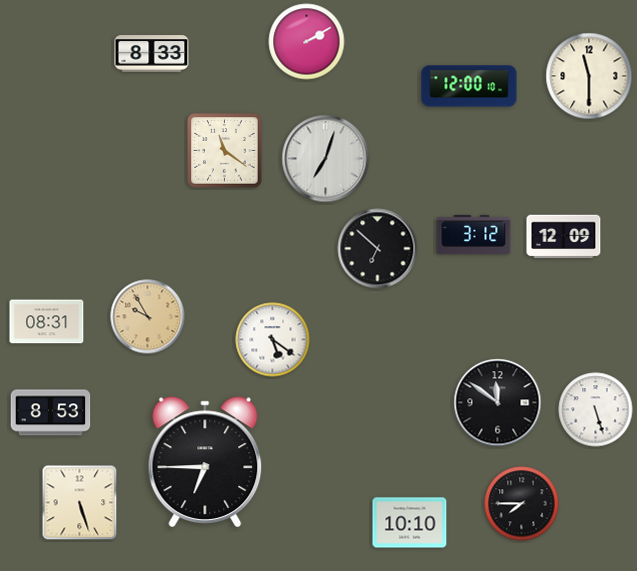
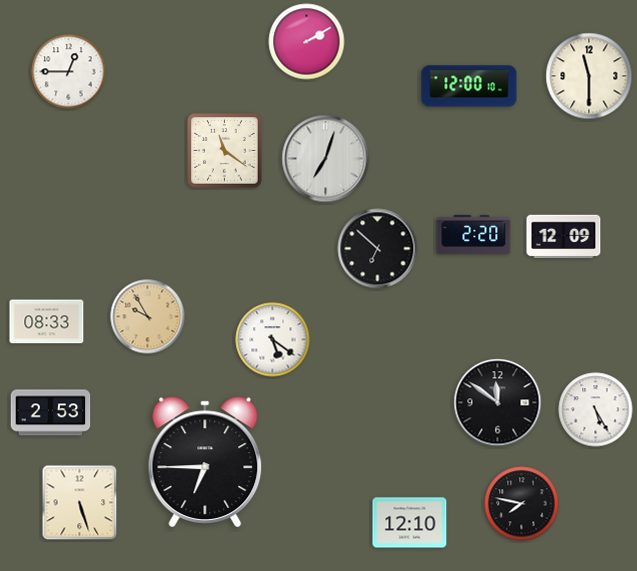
clock at (152, 54): 8:33 -> none
clock at (69, 72): none -> 12:45
clock at (474, 234): 3:12 -> 2:20
clock at (47, 322): 08:31 -> 08:33
clock at (596, 410): 5:27 -> 5:25
clock at (51, 413): 8:53 -> 2:53
clock at (522, 504): 7:45 -> 7:47
clock at (410, 523): 10:10 -> 12:10
